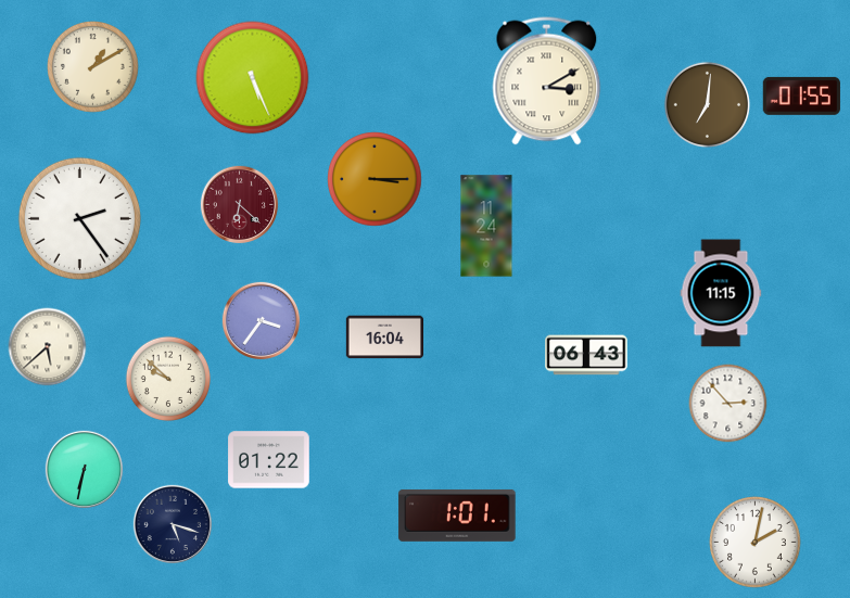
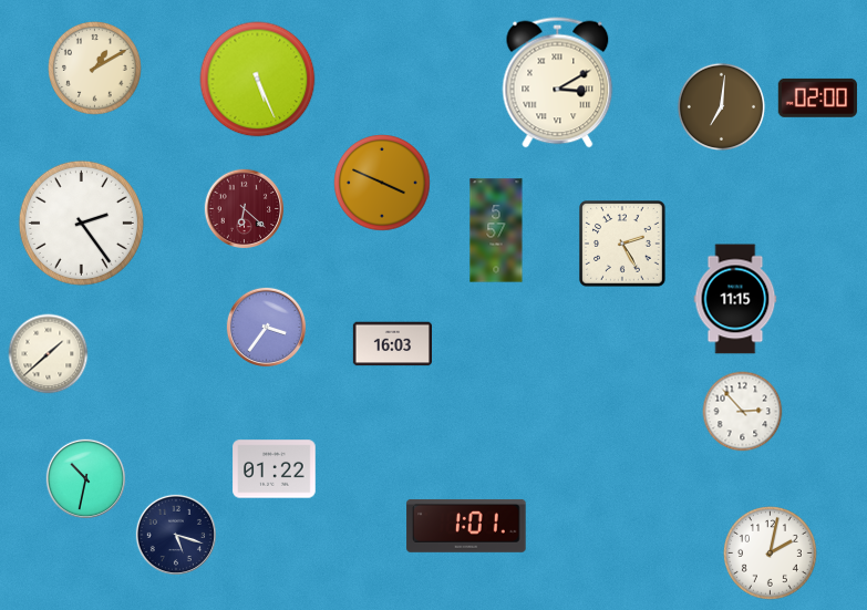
clock at (801, 96): 01:55 -> 02:00
clock at (375, 179): 3:15 -> 3:49
clock at (486, 226): 11:24 -> 5:57
clock at (623, 245): none -> 2:25
clock at (384, 338): 16:04 -> 16:03
clock at (48, 347): 5:38 -> 1:38
clock at (586, 355): 06:43 -> none
clock at (168, 379): 9:52 -> none
clock at (85, 470): 6:32 -> 10:32
